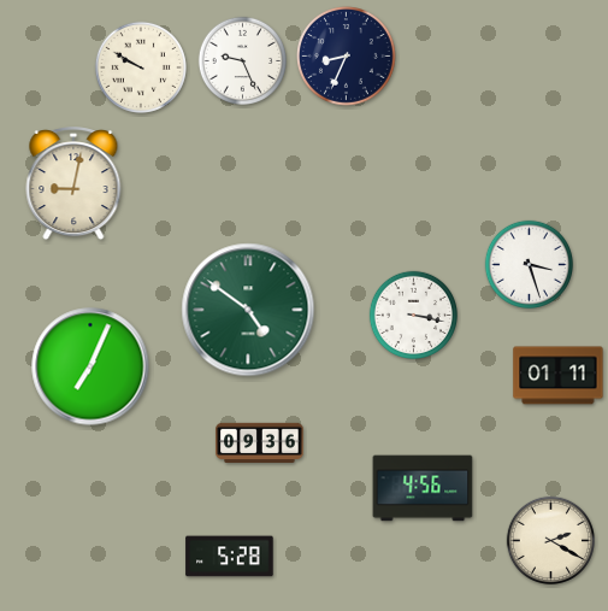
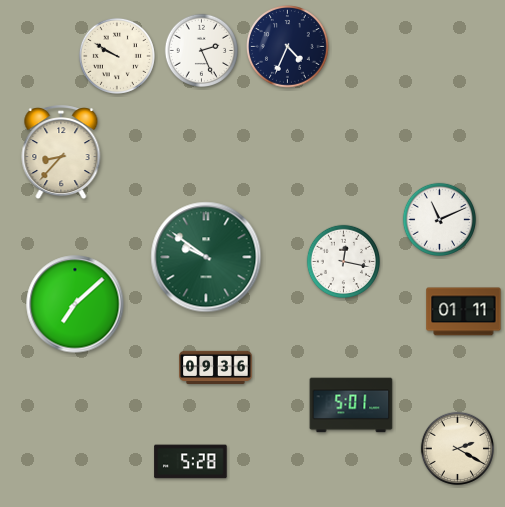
clock at (347, 57): 8:34 -> 4:34
clock at (242, 60): 9:26 -> 2:26
clock at (73, 184): 9:02 -> 8:37
clock at (529, 264): 3:27 -> 11:11
clock at (248, 310): 4:51 -> 9:51
clock at (413, 315): 3:17 -> 12:17
clock at (90, 366): 7:04 -> 7:08
clock at (423, 488): 4:56 -> 5:01
